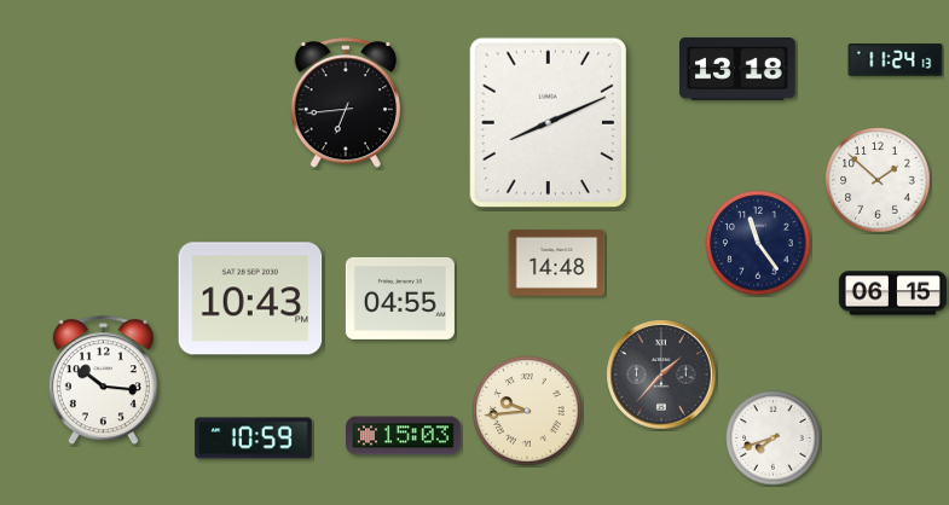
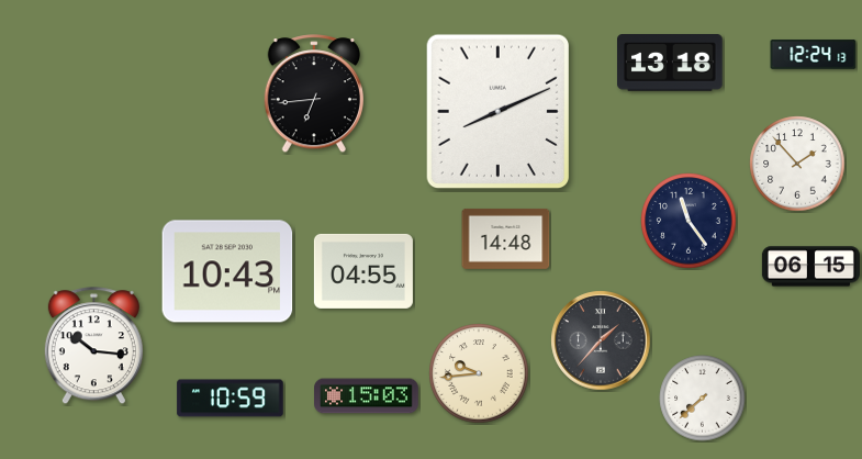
clock at (896, 60): 11:24 -> 12:24
clock at (878, 180): 1:52 -> 1:53
clock at (774, 439): 7:42 -> 7:38
